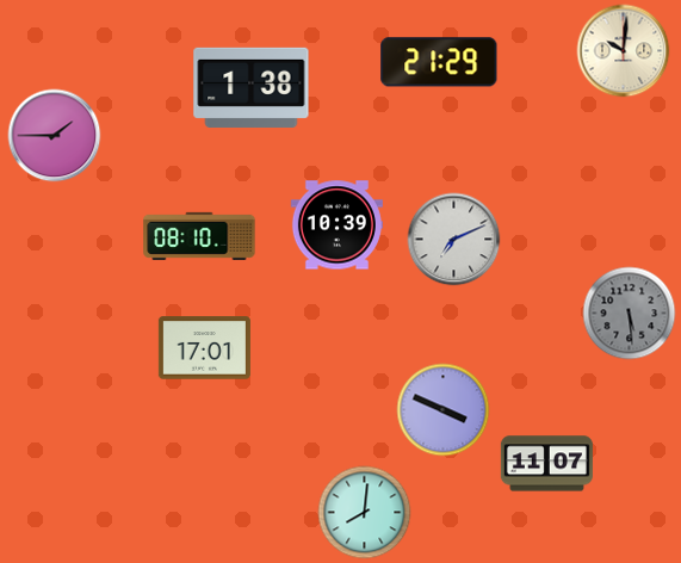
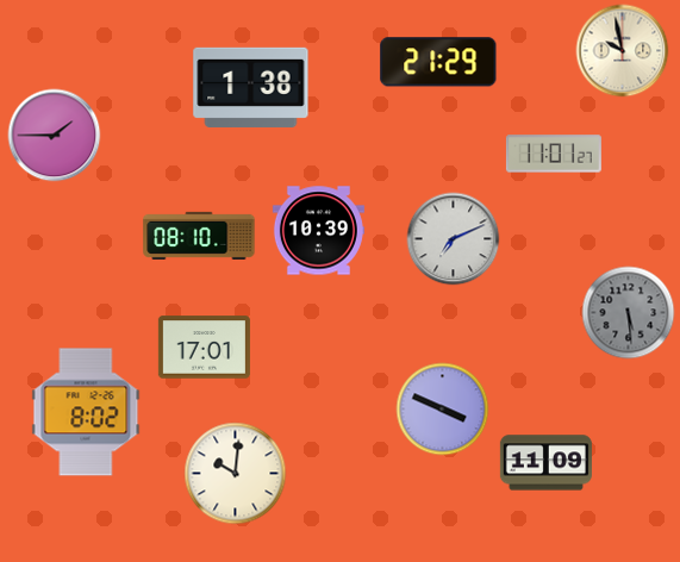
clock at (623, 50): 10:01 -> 9:58
clock at (554, 154): none -> 11:01
clock at (336, 225) position: (336, 225) -> (318, 231)
clock at (86, 412): none -> 8:02
clock at (546, 464): 11:07 -> 11:09
clock at (235, 473): none -> 10:01
clock at (364, 512): 8:01 -> none
